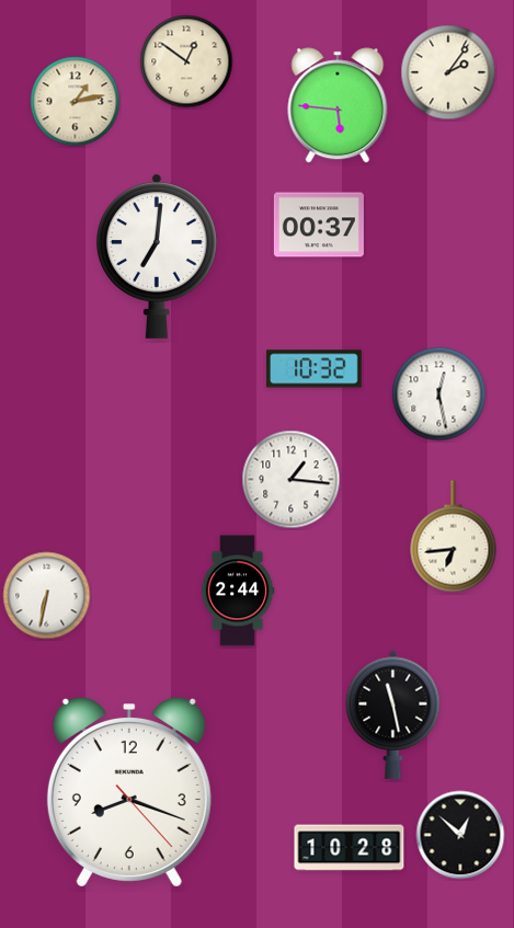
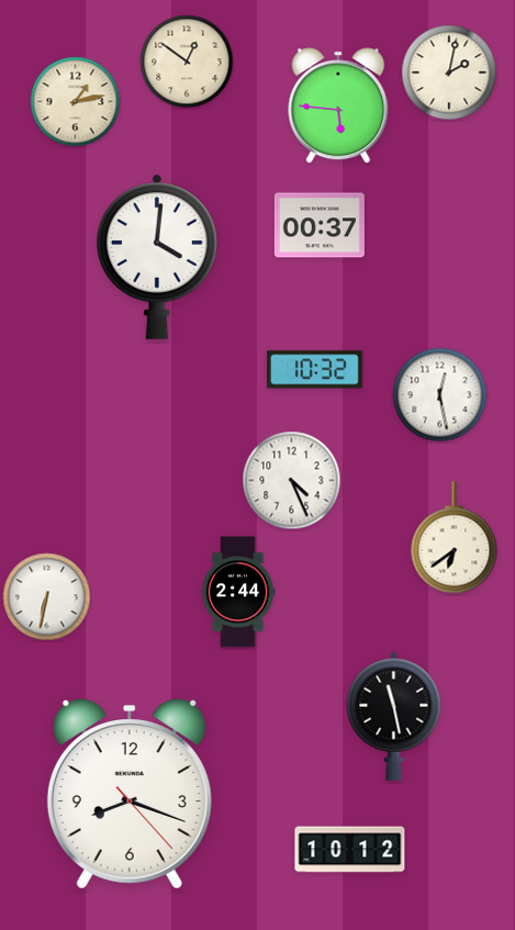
clock at (448, 72): 2:06 -> 2:02
clock at (157, 256): 7:01 -> 4:01
clock at (292, 480): 1:16 -> 4:26
clock at (454, 537): 6:44 -> 6:39
clock at (460, 835): 12:52 -> none
clock at (350, 848): 10:28 -> 10:12
